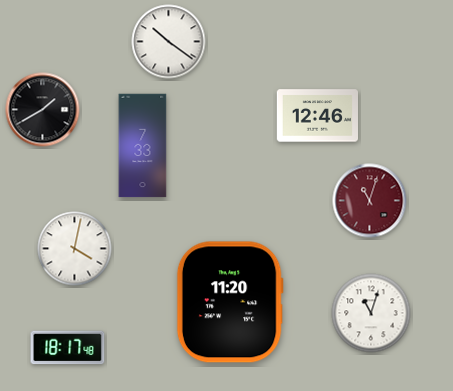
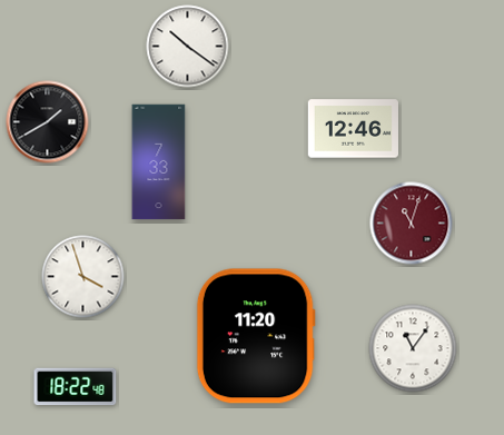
clock at (75, 249): 4:02 -> 3:57
clock at (371, 313): 11:03 -> 11:06
clock at (68, 348): 18:17 -> 18:22
